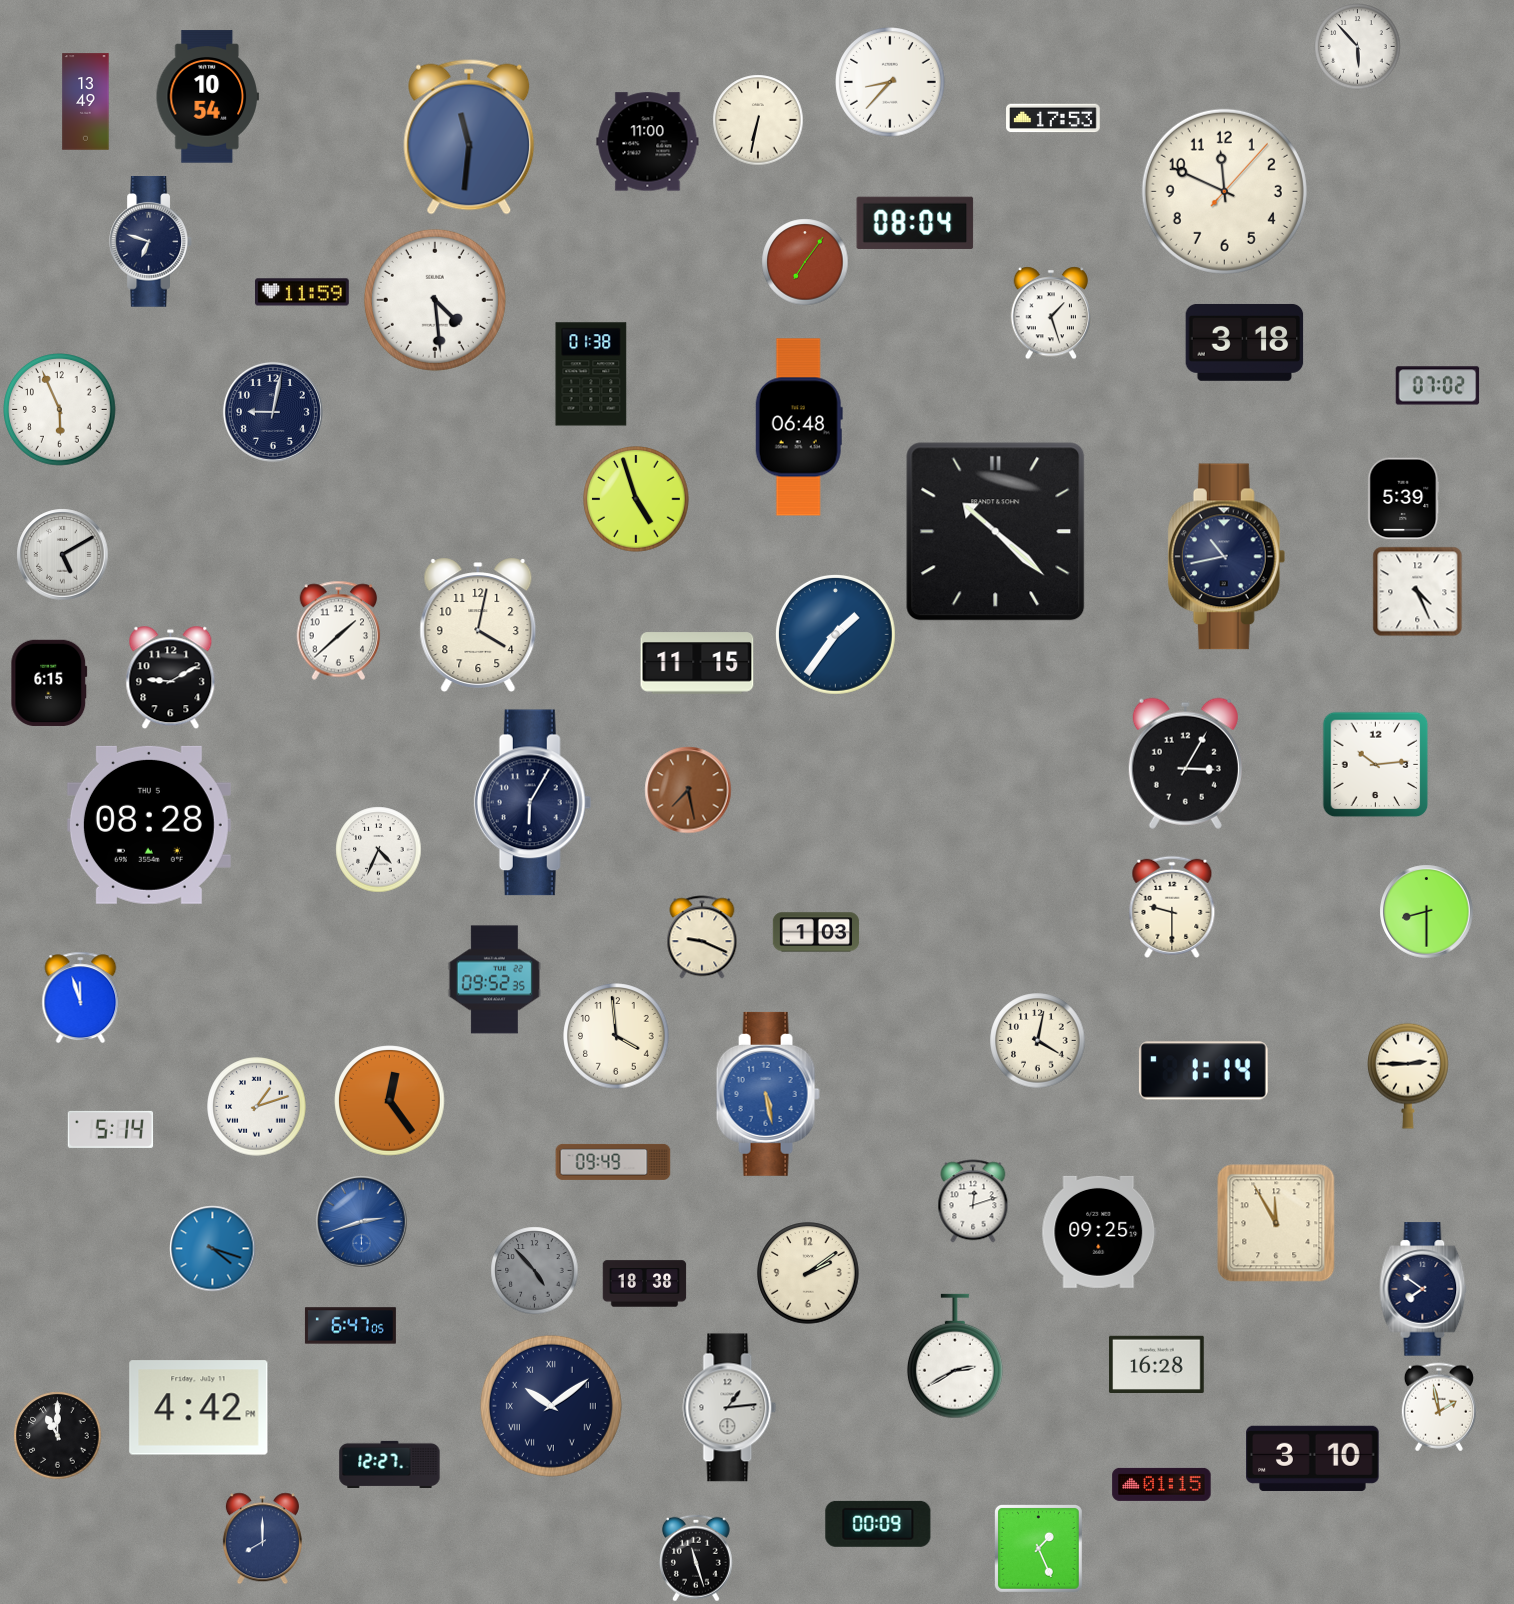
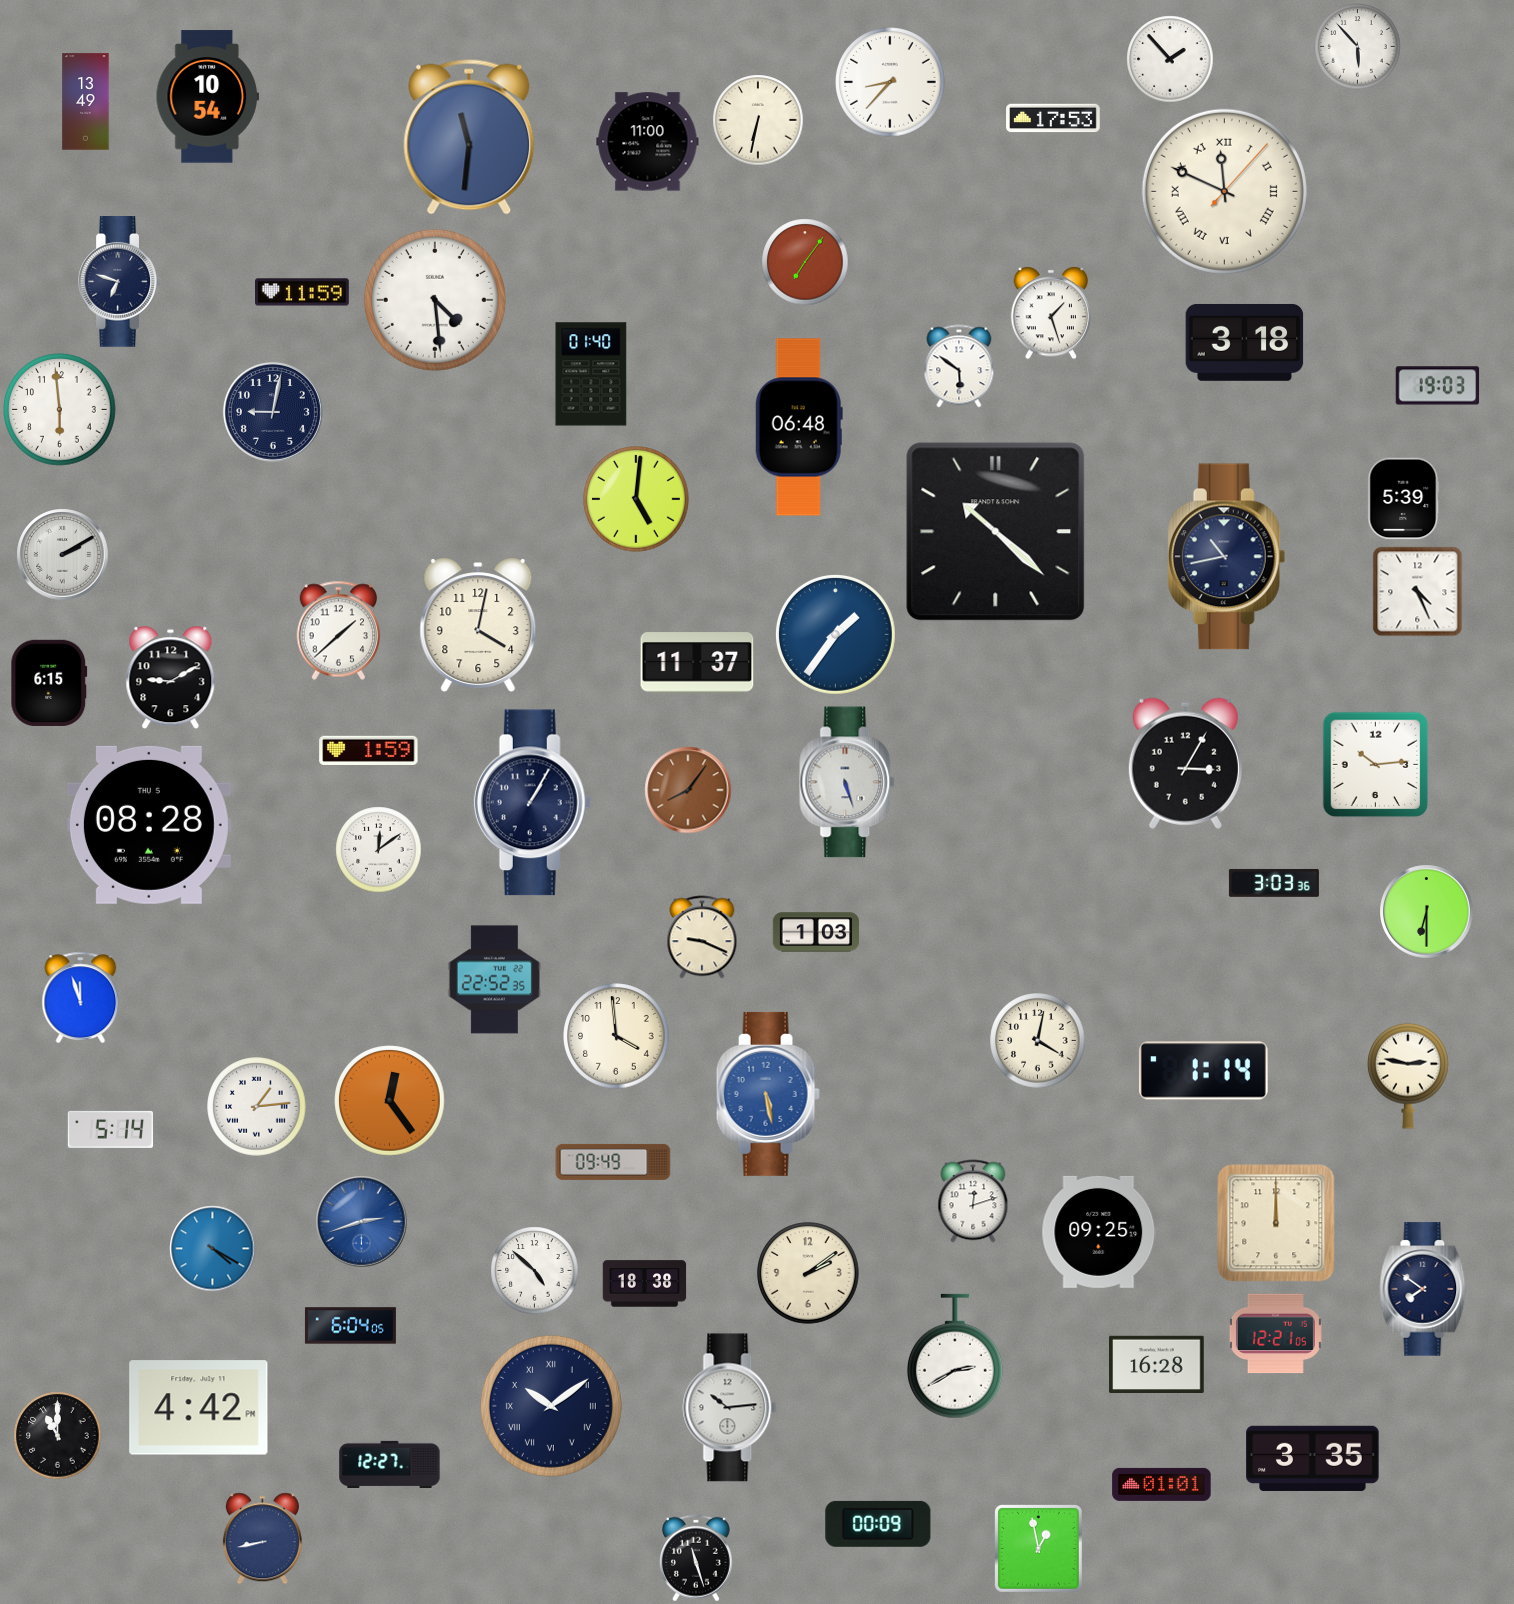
clock at (1170, 59): none -> 1:53
clock at (1224, 191) numerals: Arabic -> Roman
clock at (915, 223): 08:04 -> none
clock at (150, 242) position: (150, 242) -> (119, 282)
clock at (959, 366): none -> 5:51
clock at (591, 374): 01:38 -> 01:40
clock at (1438, 386): 07:02 -> 19:03
clock at (60, 410): 5:56 -> 5:59
clock at (636, 499): 4:57 -> 5:01
clock at (63, 555): 5:10 -> 2:10
clock at (697, 663): 11:15 -> 11:37
clock at (369, 750): none -> 1:59
clock at (848, 782): none -> 5:27
clock at (688, 790): 7:28 -> 8:06
clock at (533, 803): 6:05 -> 1:05
clock at (379, 850): 4:34 -> 12:09
clock at (1274, 883): none -> 3:03
clock at (1172, 907): 9:30 -> none
clock at (1427, 912): 8:30 -> 6:30
clock at (494, 980): 09:52 -> 22:52
clock at (1409, 1076): 2:45 -> 2:47
clock at (257, 1107): 1:12 -> 1:14
clock at (1276, 1223): 11:55 -> 12:00
clock at (213, 1249): 4:18 -> 4:20
clock at (535, 1271): 4:53 -> 4:52
clock at (535, 1271) dial: grey -> white
clock at (350, 1326): 6:47 -> 6:04
clock at (1275, 1334): none -> 12:21
clock at (1439, 1407): 1:58 -> none
clock at (730, 1408): 1:14 -> 10:14
clock at (1313, 1458): 3:10 -> 3:35
clock at (1162, 1484): 01:15 -> 01:01
clock at (262, 1539): 8:00 -> 8:43
clock at (1038, 1548): 1:26 -> 12:58
